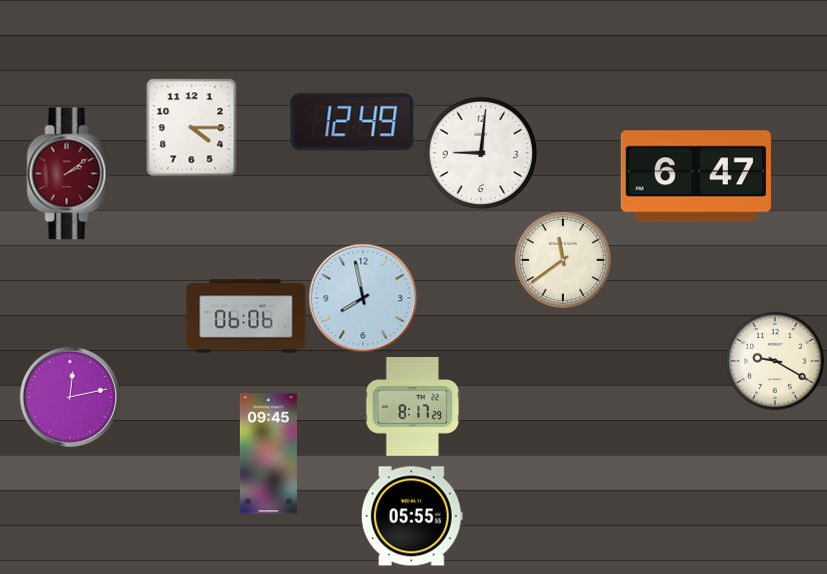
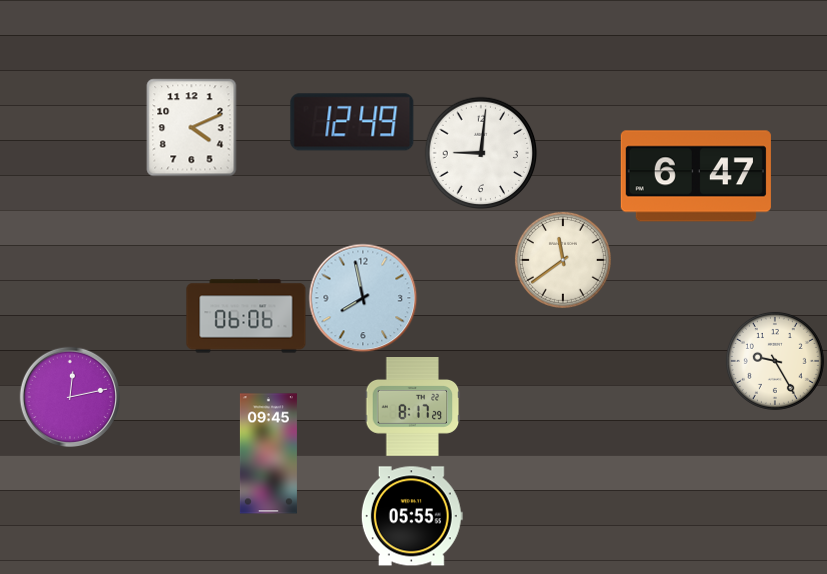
clock at (192, 127): 4:15 -> 4:11
clock at (69, 174): 2:09 -> none
clock at (775, 361): 9:20 -> 9:25
